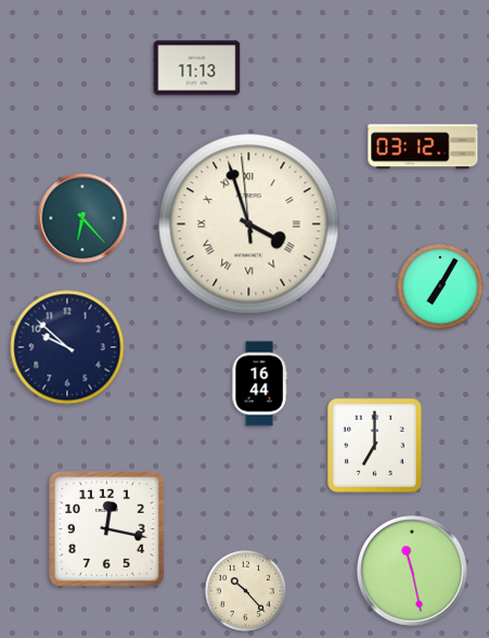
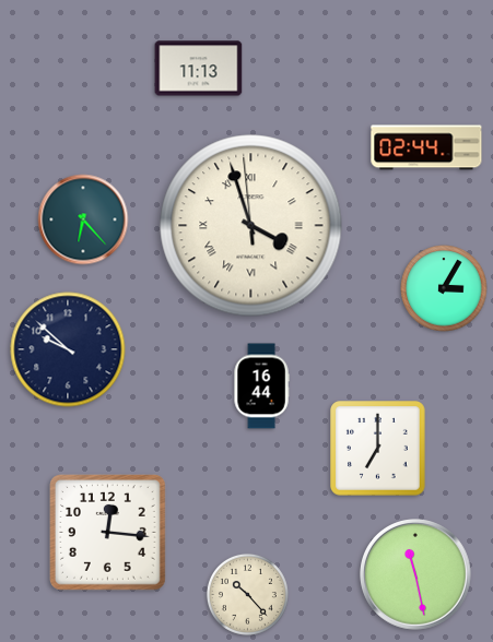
clock at (423, 146): 03:12 -> 02:44
clock at (440, 286): 7:05 -> 3:05
clock at (107, 529): 12:17 -> 12:16
